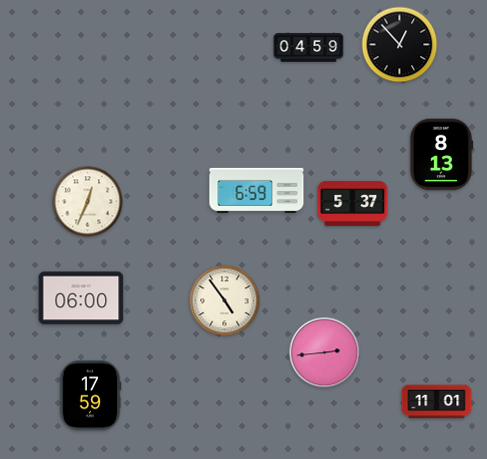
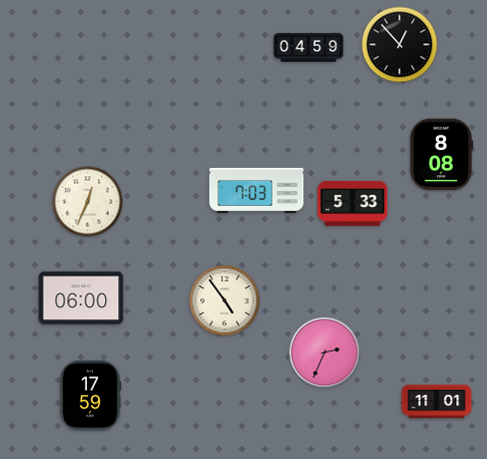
clock at (441, 155): 8:13 -> 8:08
clock at (257, 190): 6:59 -> 7:03
clock at (353, 203): 5:37 -> 5:33
clock at (325, 353): 2:44 -> 2:34
